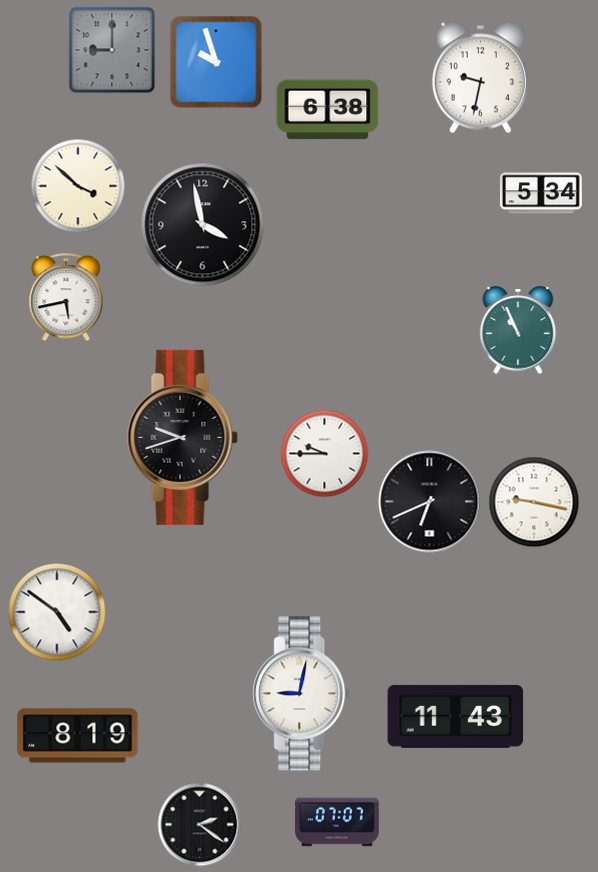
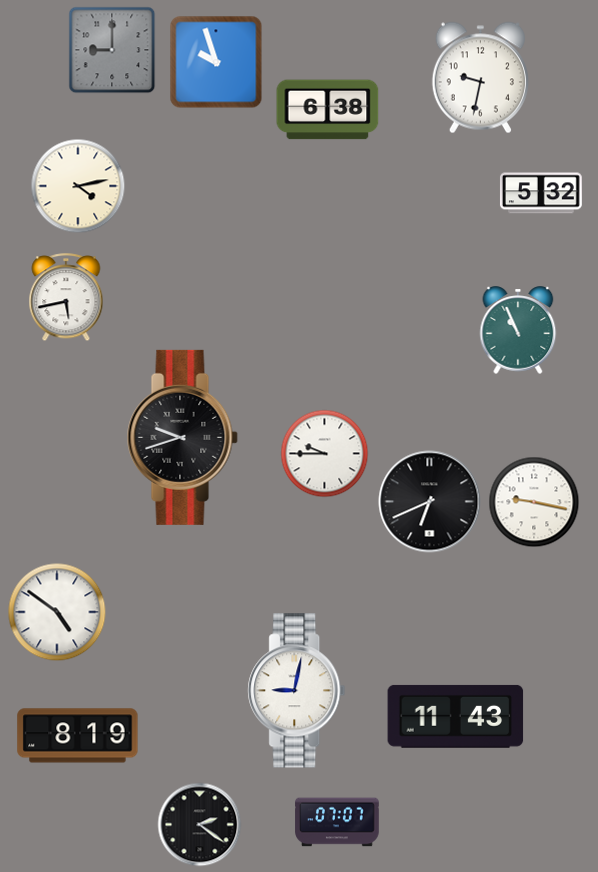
clock at (78, 186): 3:52 -> 4:13
clock at (541, 193): 5:34 -> 5:32
clock at (203, 225): 3:58 -> none
clock at (302, 694) position: (302, 694) -> (297, 691)
